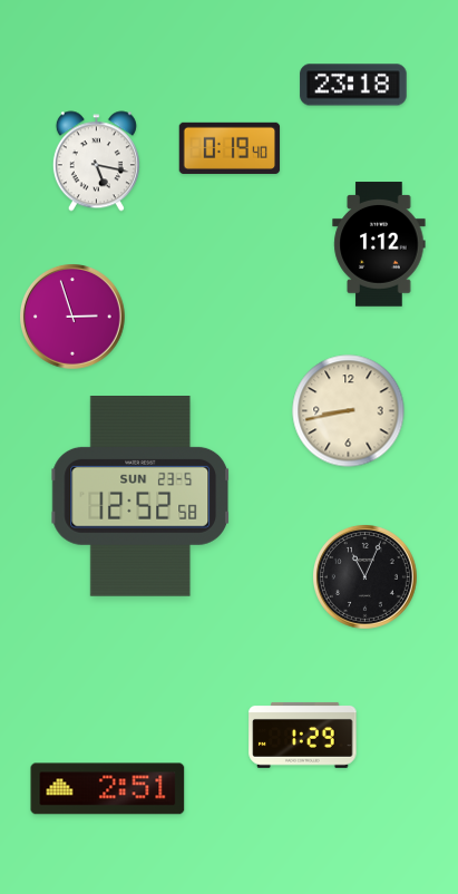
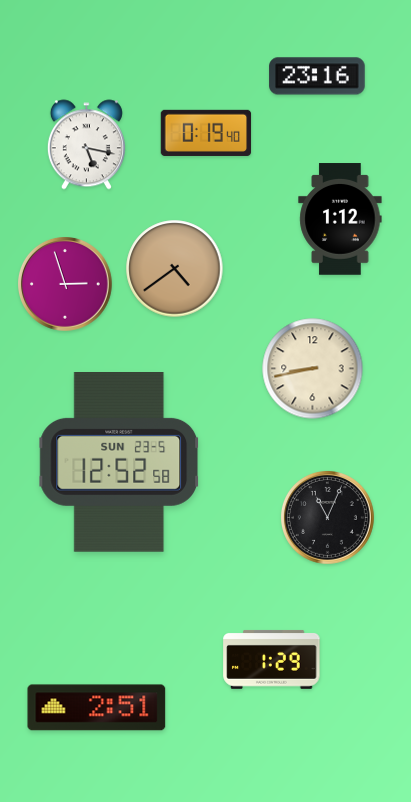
clock at (353, 85): 23:18 -> 23:16
clock at (175, 269): none -> 4:39
clock at (142, 497) position: (142, 497) -> (120, 463)
